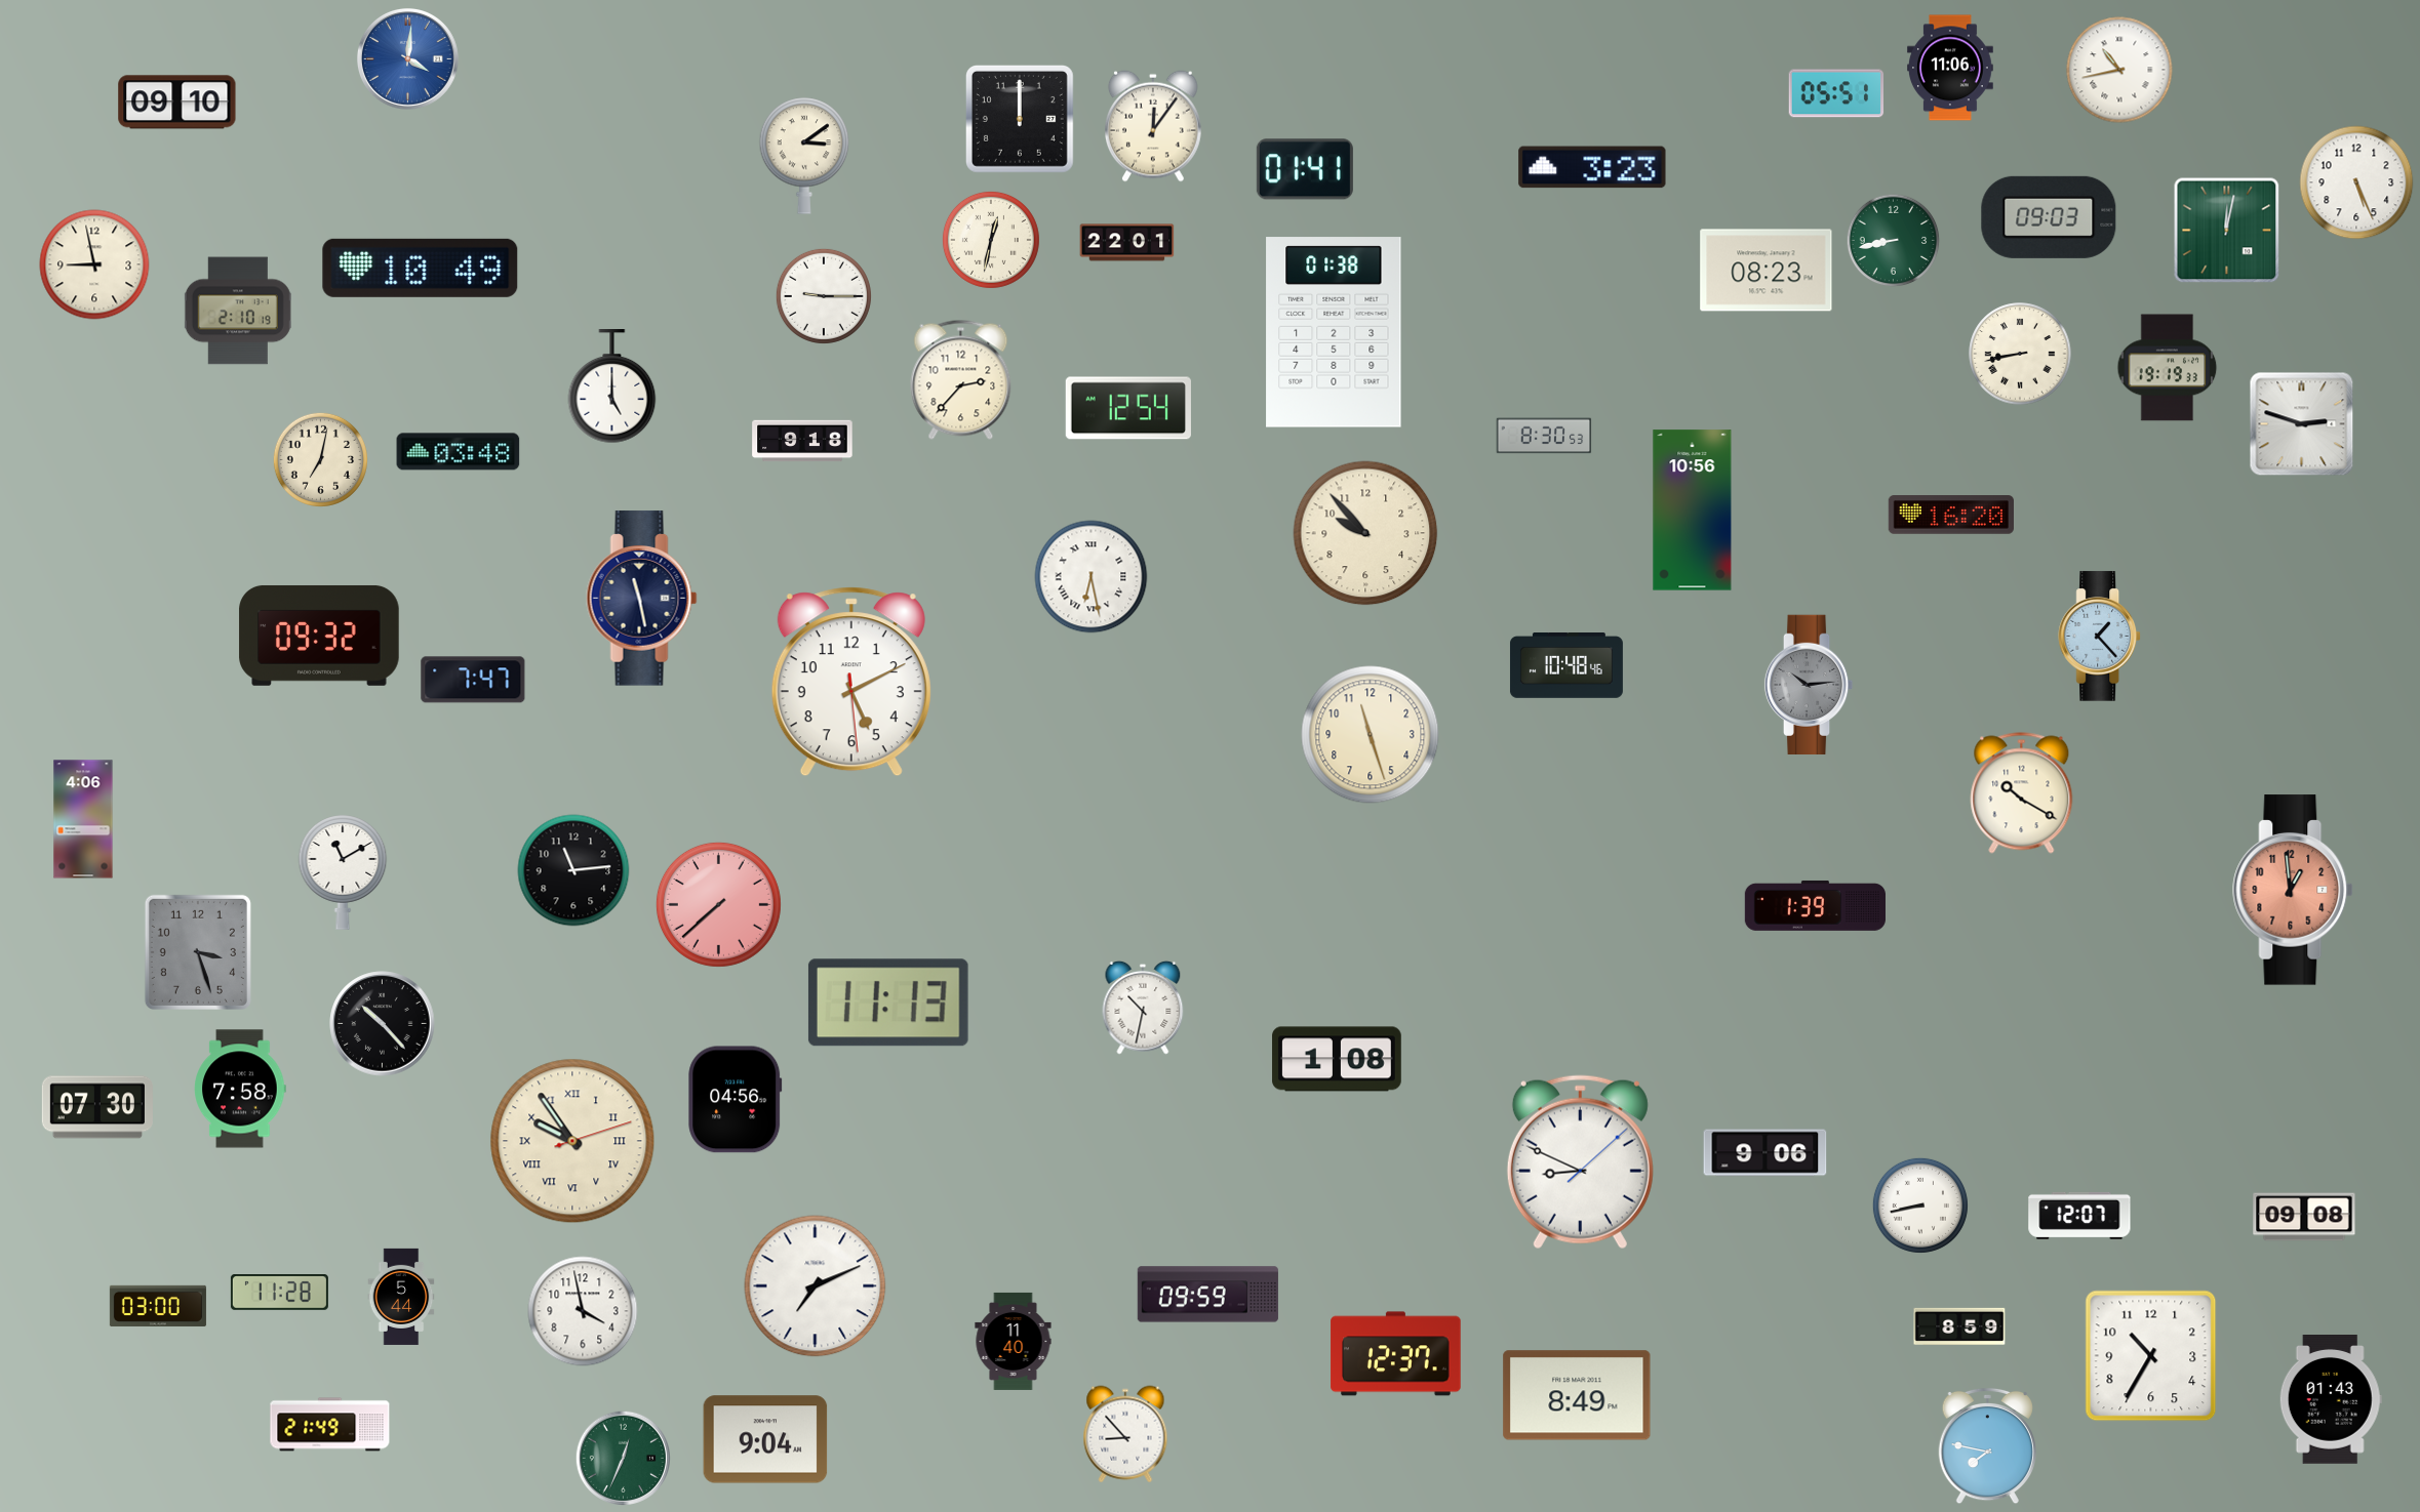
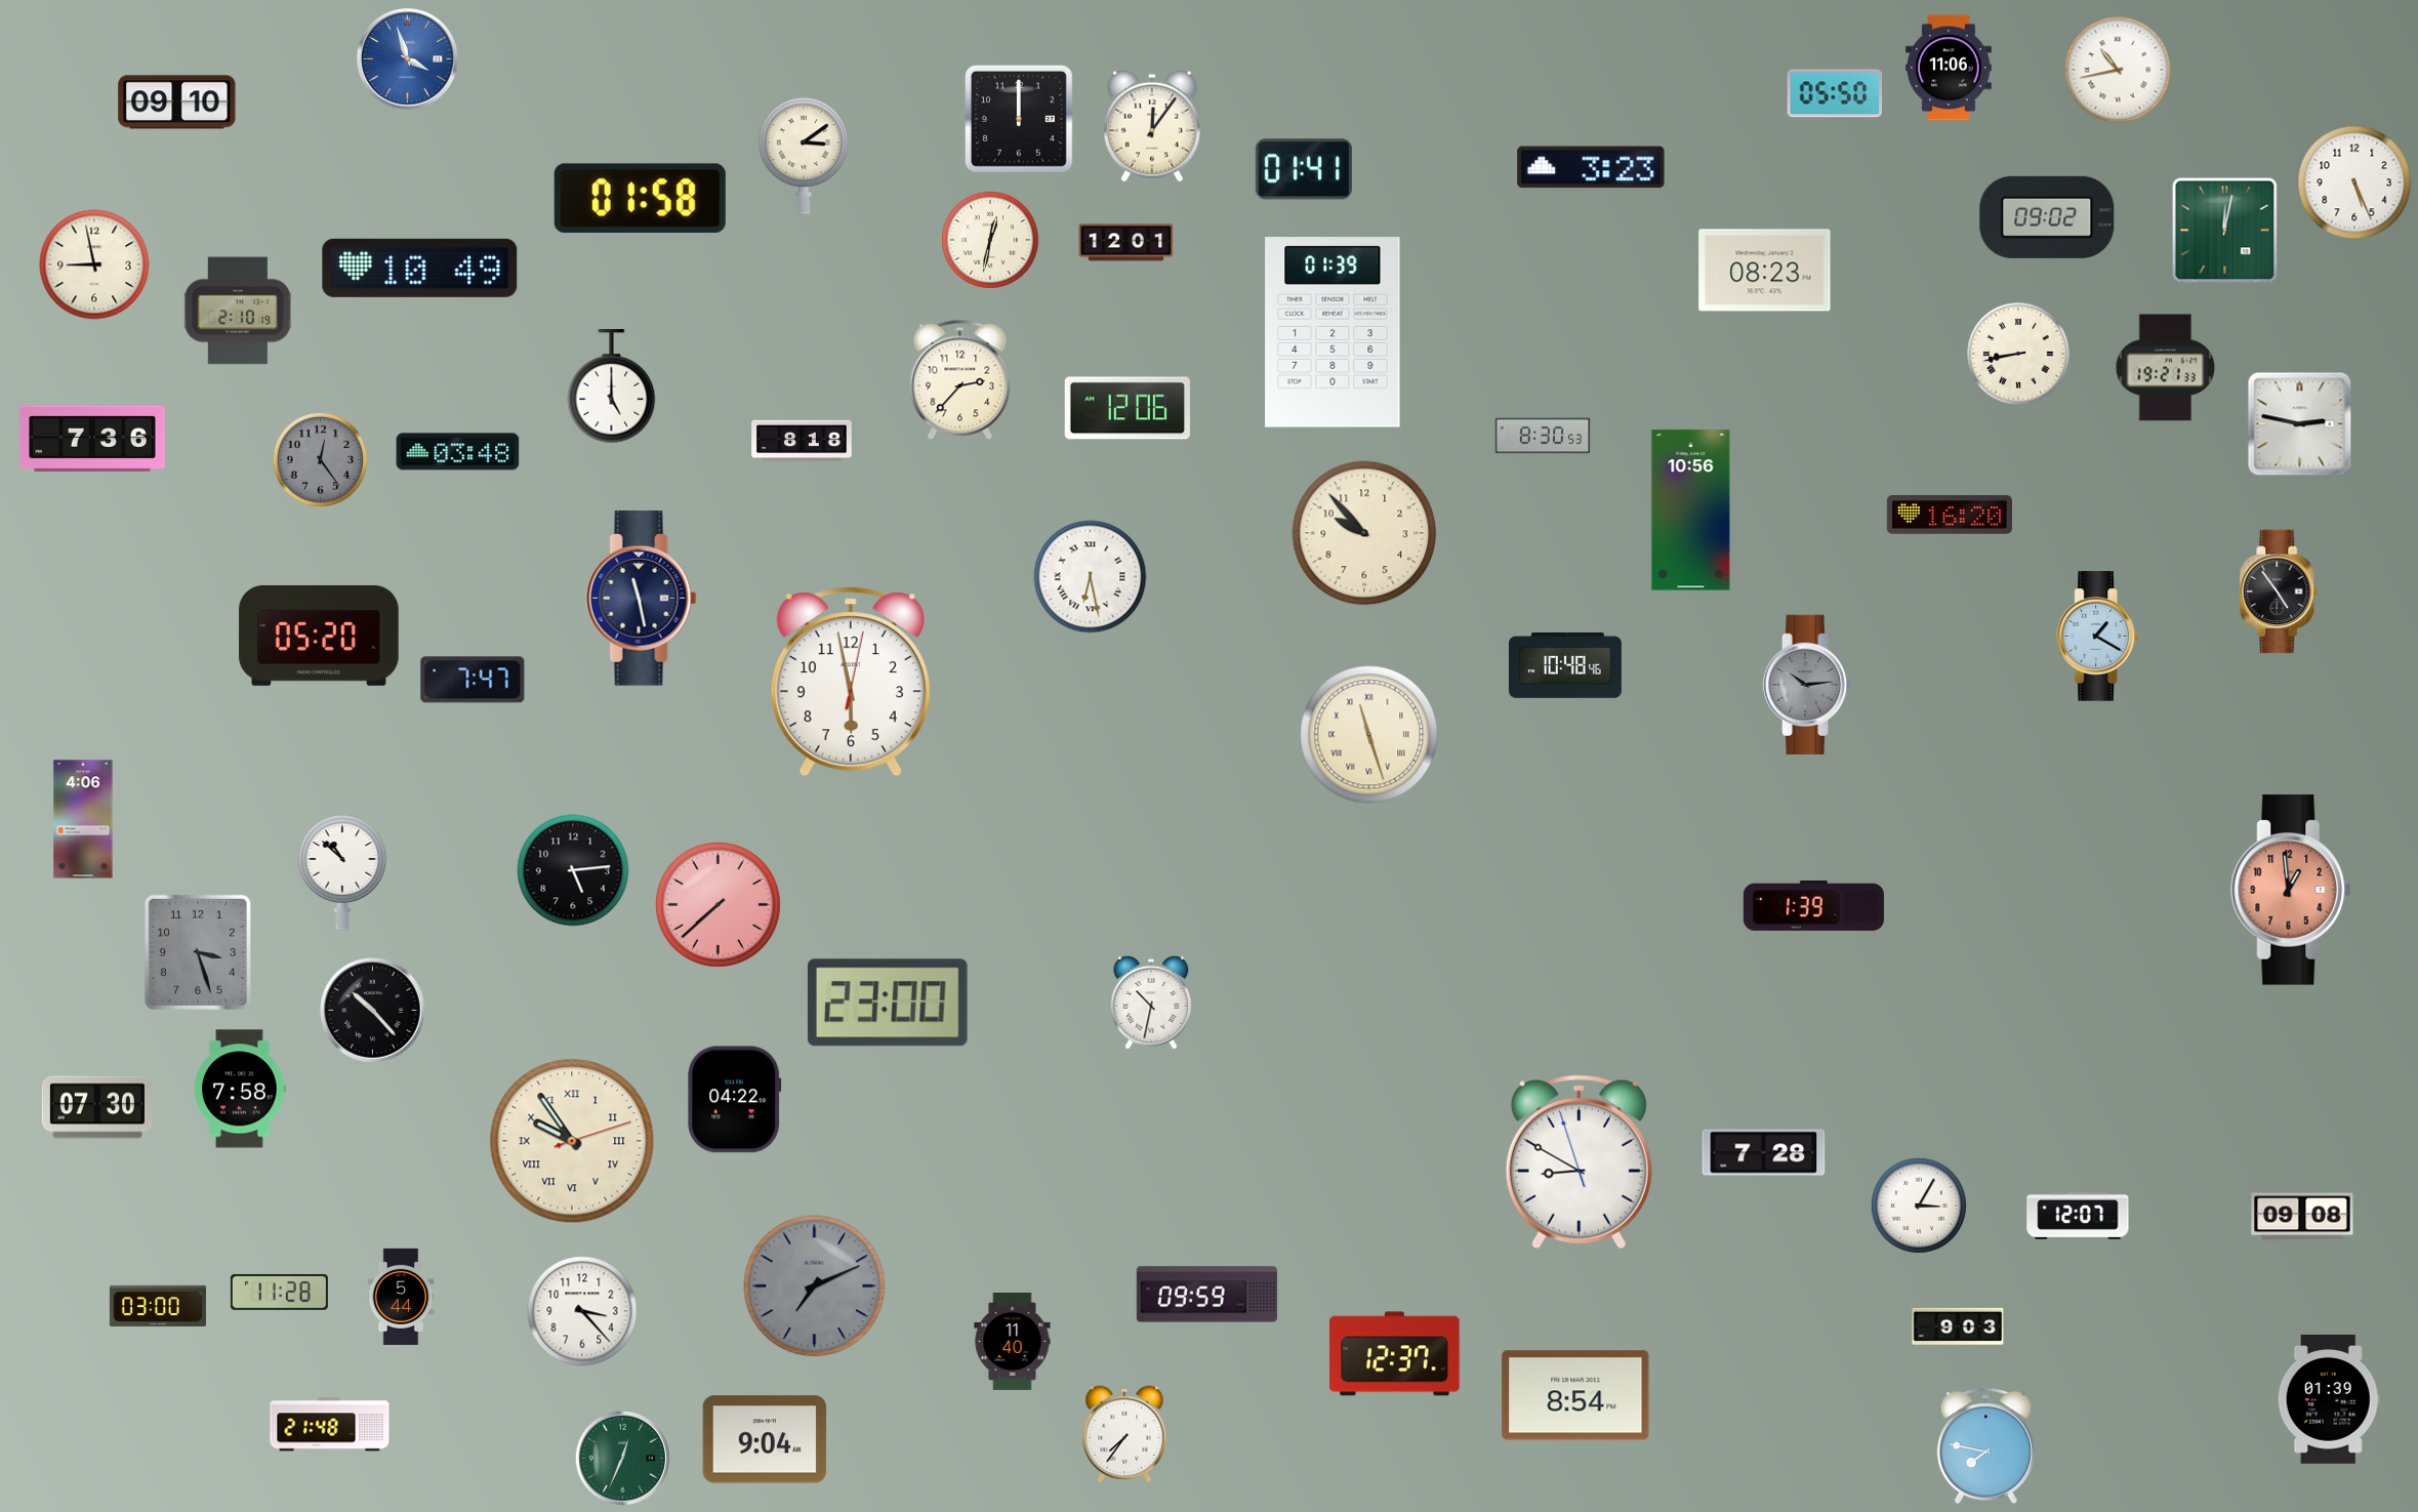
clock at (407, 58): 4:01 -> 3:57
clock at (1836, 93): 05:51 -> 05:50
clock at (640, 199): none -> 01:58
clock at (2049, 217): 09:03 -> 09:02
clock at (1894, 241): 8:43 -> none
clock at (1127, 243): 22:01 -> 12:01
clock at (824, 296): 9:15 -> none
clock at (1334, 332): 01:38 -> 01:39
clock at (2168, 368): 19:19 -> 19:21
clock at (1128, 408): 12:54 -> 12:06
clock at (2302, 424): 2:48 -> 2:47
clock at (92, 439): none -> 7:36
clock at (802, 441): 9:18 -> 8:18
clock at (320, 459): 7:02 -> 12:24
clock at (320, 459) dial: cream -> grey
clock at (2279, 591): none -> 4:54
clock at (319, 636): 09:32 -> 05:20
clock at (2099, 637): 1:23 -> 1:20
clock at (851, 682): 5:10 -> 5:58
clock at (1371, 735) numerals: Arabic -> Roman
clock at (2022, 793): 10:20 -> none
clock at (573, 870): 11:14 -> 5:14
clock at (343, 872): 11:10 -> 10:52
clock at (888, 1003): 11:13 -> 23:00
clock at (1143, 1008) position: (1143, 1008) -> (1151, 1003)
clock at (383, 1024) position: (383, 1024) -> (373, 1011)
clock at (1337, 1059): 1:08 -> none
clock at (736, 1100): 04:56 -> 04:22
clock at (1766, 1153): 9:06 -> 7:28
clock at (1580, 1162): 8:49:08 -> 8:49:57
clock at (1920, 1205): 8:43 -> 3:05
clock at (816, 1286) dial: white -> grey
clock at (583, 1311): 3:58 -> 3:23
clock at (1959, 1326): 8:59 -> 9:03
clock at (2151, 1356): 10:35 -> none
clock at (1577, 1395): 8:49 -> 8:54
clock at (2331, 1400): 01:43 -> 01:39
clock at (330, 1425): 21:49 -> 21:48
clock at (1125, 1434): 8:53 -> 7:36
